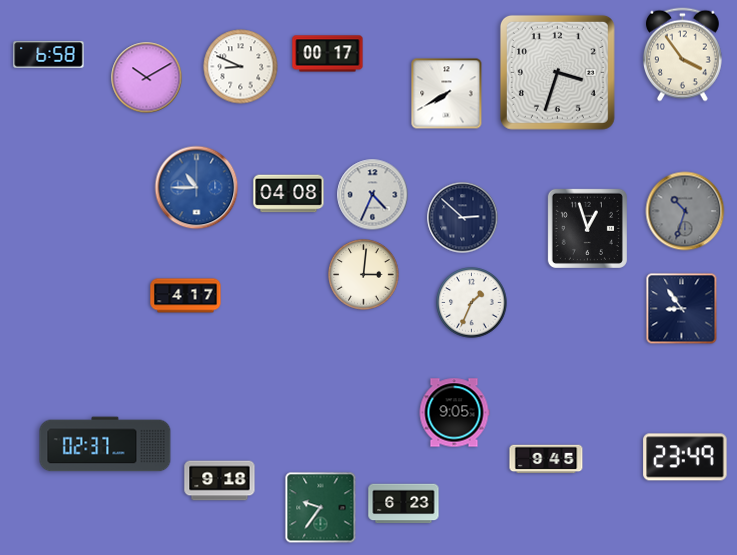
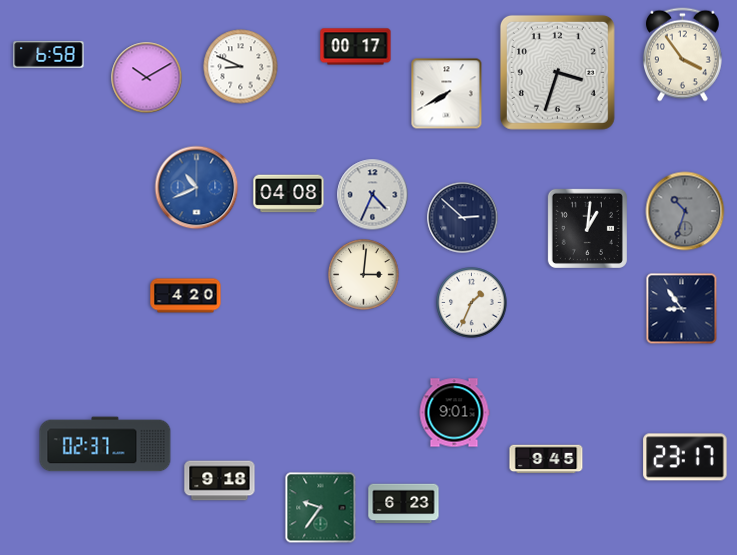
clock at (328, 54) position: (328, 54) -> (356, 47)
clock at (197, 188): 10:45 -> 10:41
clock at (587, 228): 12:57 -> 1:01
clock at (186, 296): 4:17 -> 4:20
clock at (454, 413): 9:05 -> 9:01
clock at (685, 457): 23:49 -> 23:17
